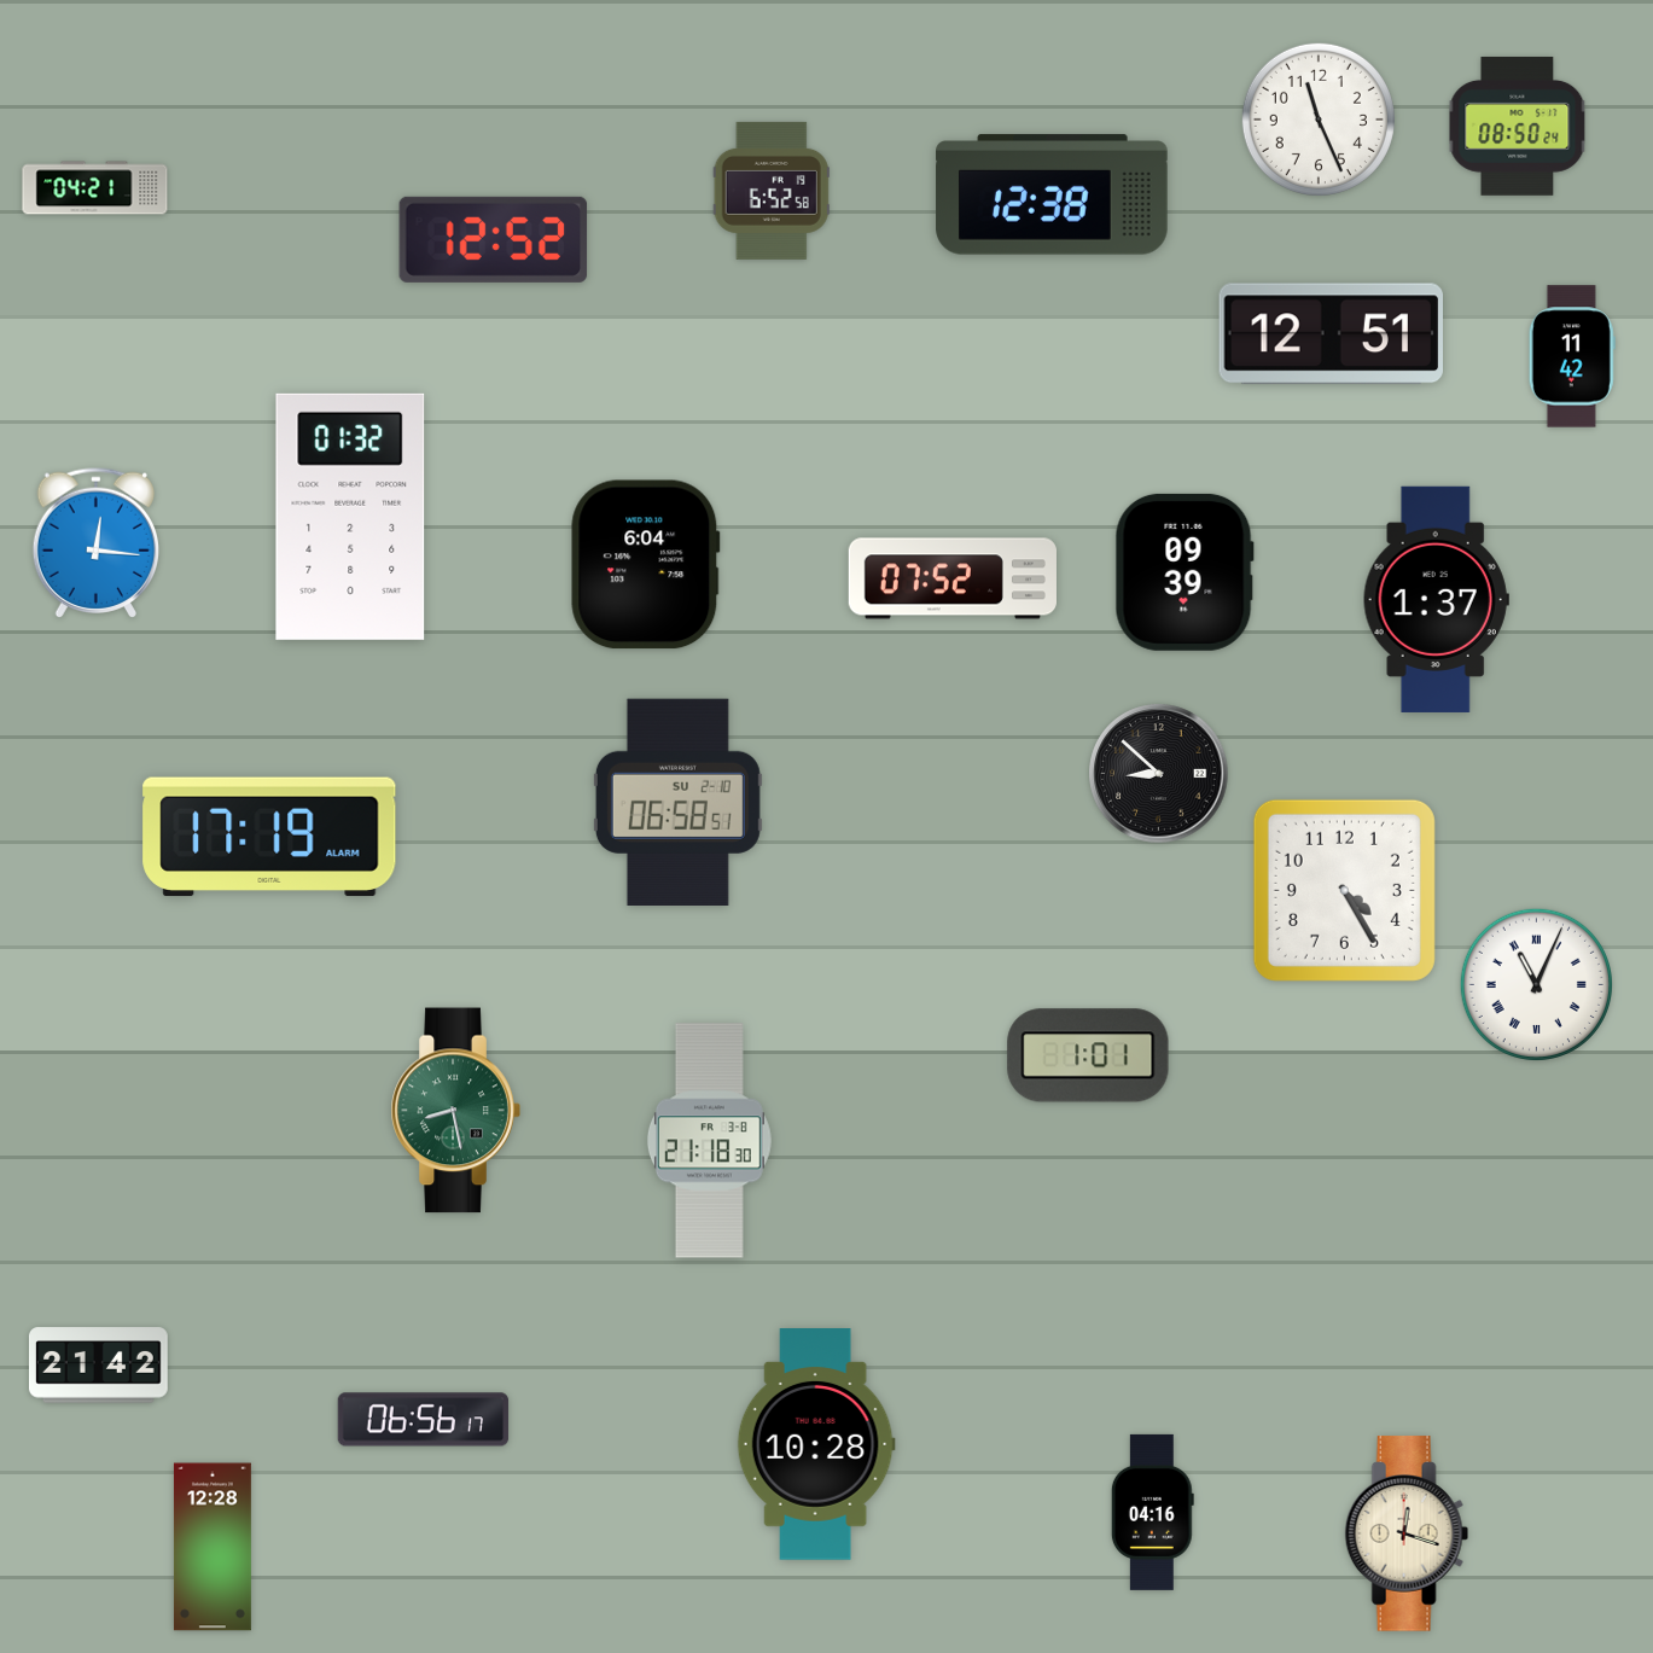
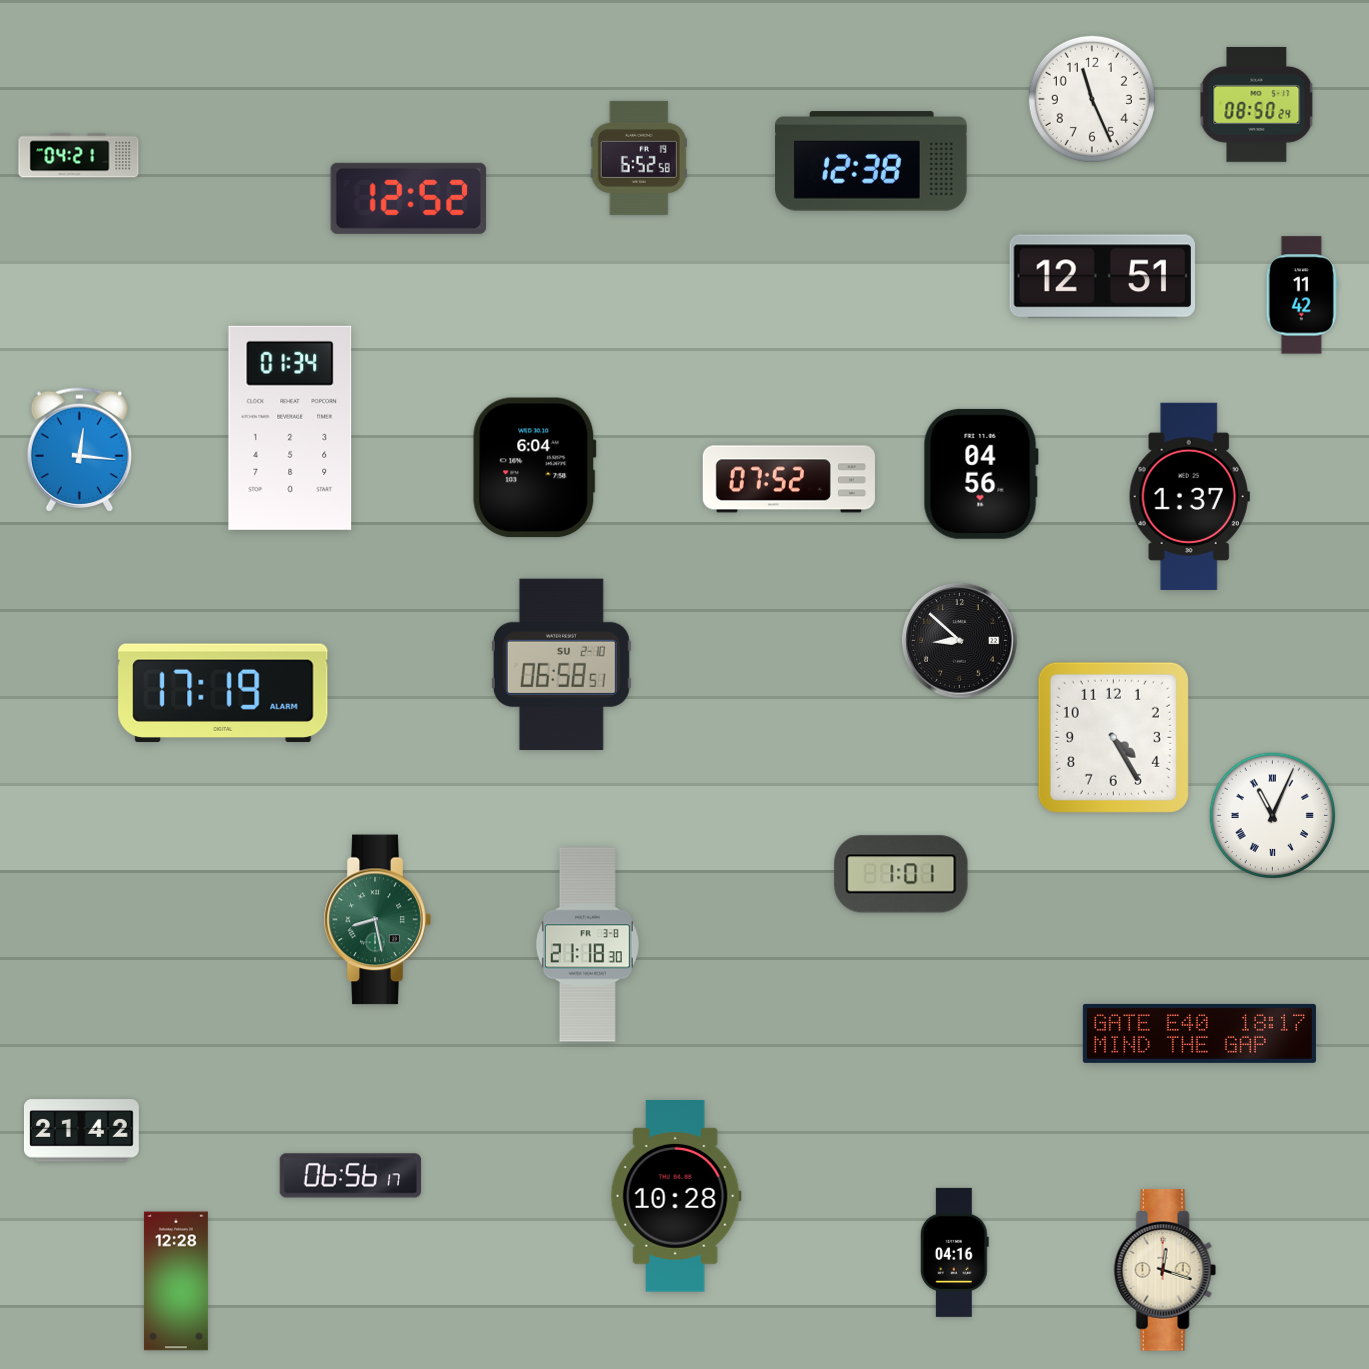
clock at (350, 517): 01:32 -> 01:34
clock at (1185, 572): 09:39 -> 04:56
clock at (1199, 1033): none -> 18:17
